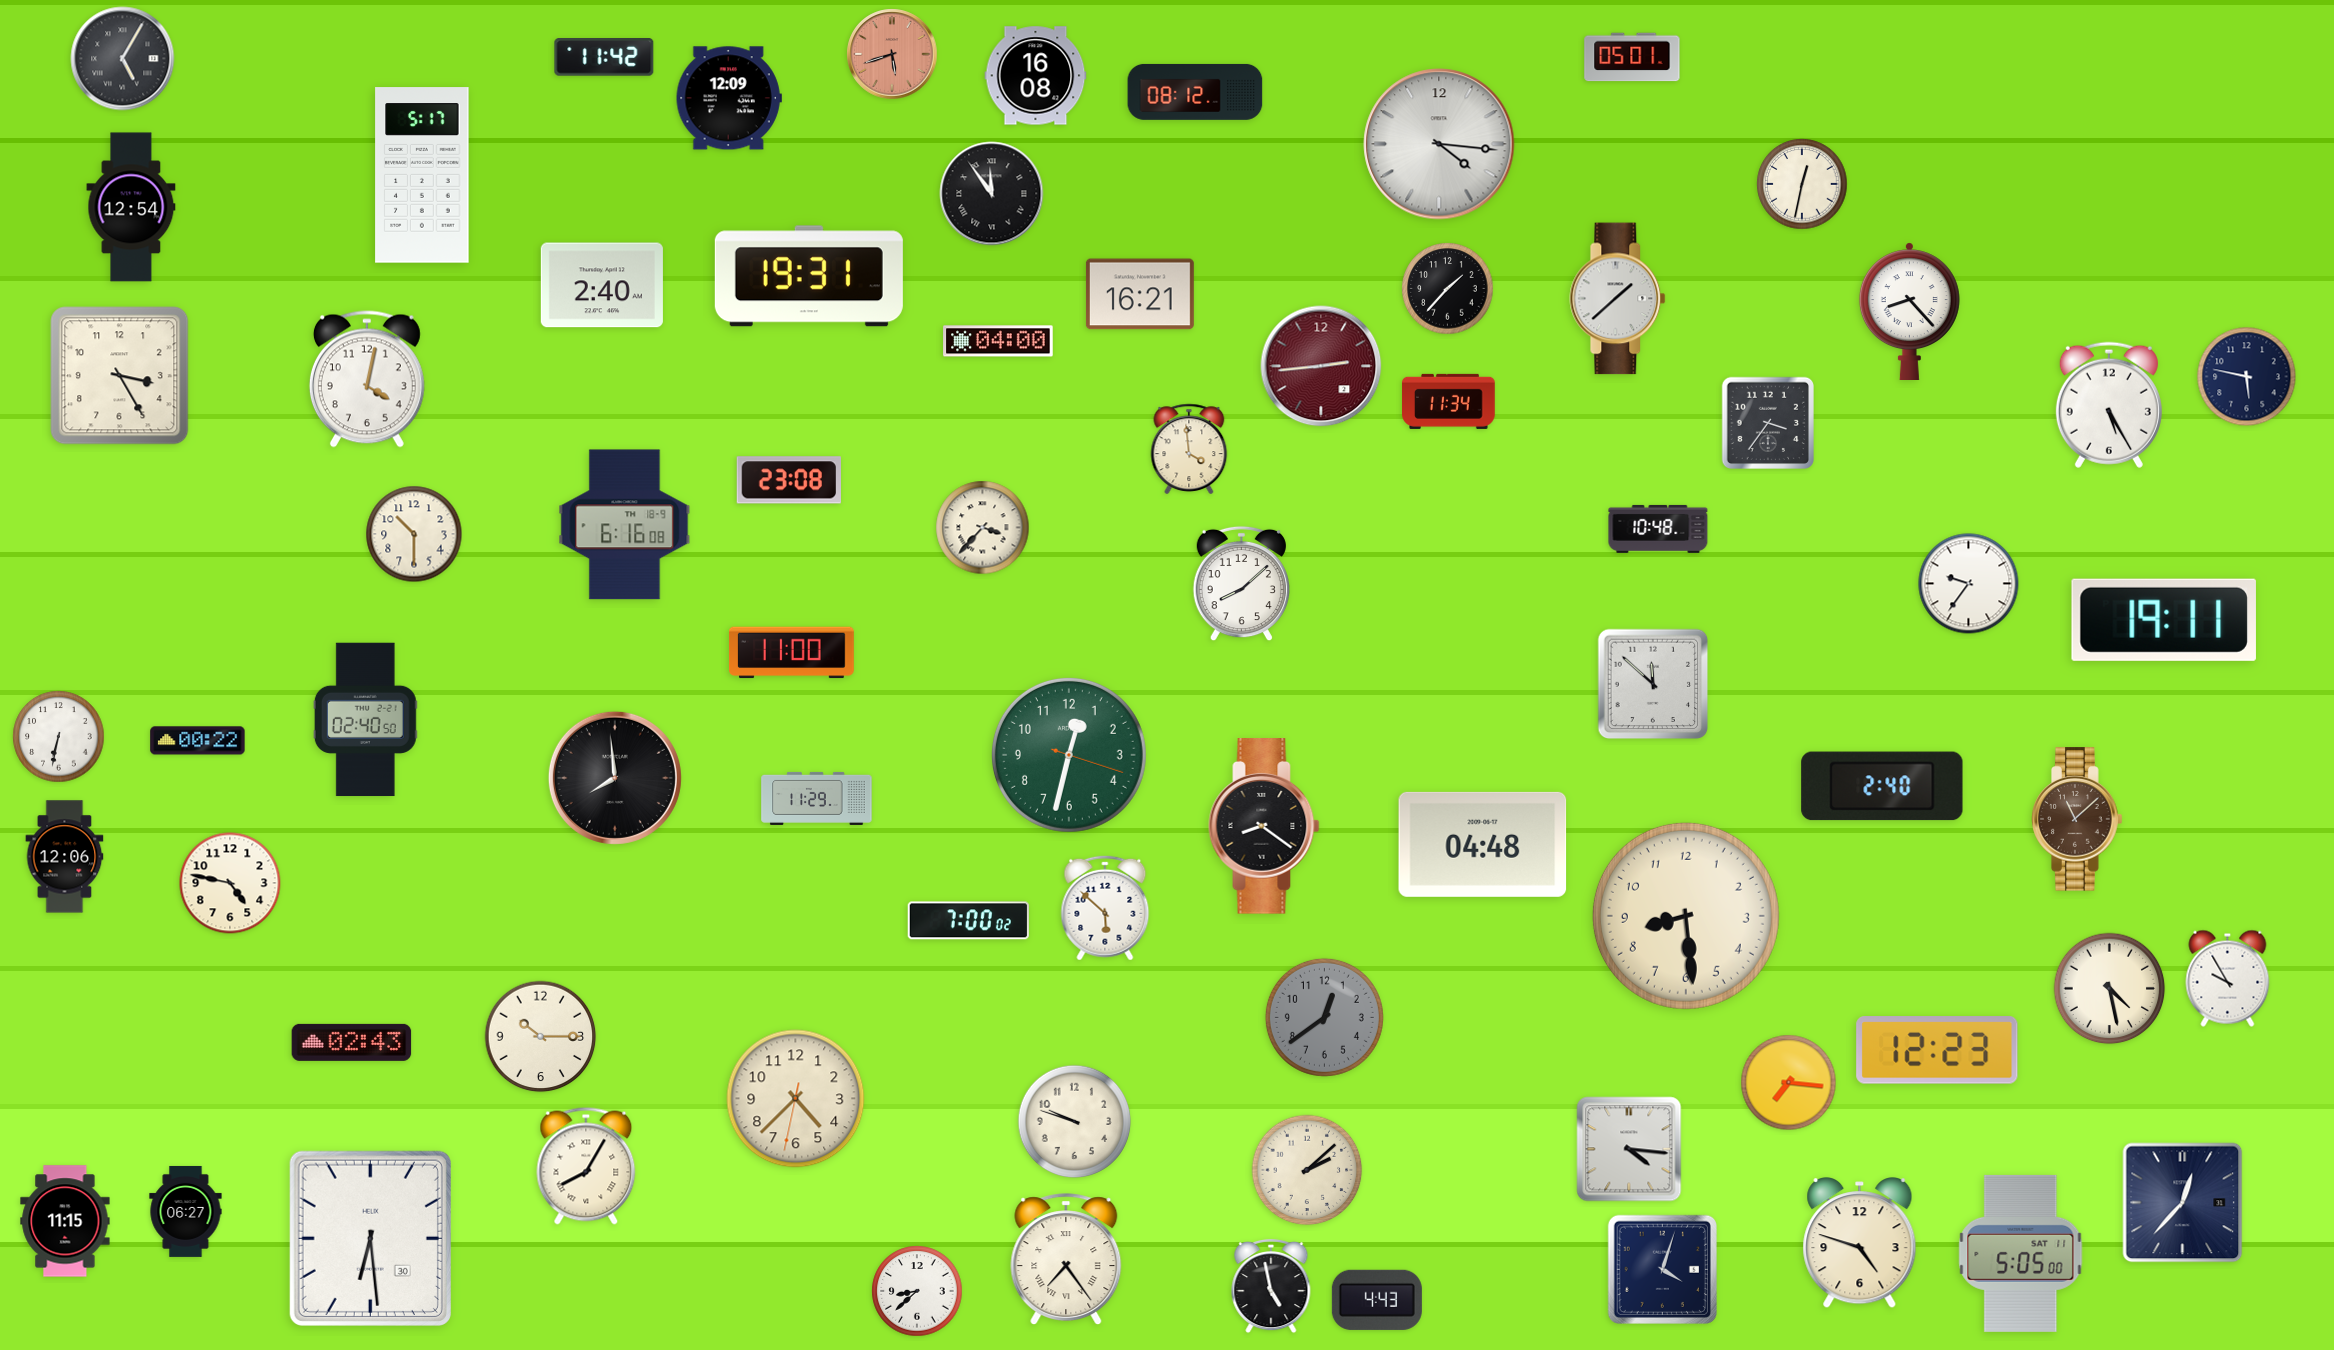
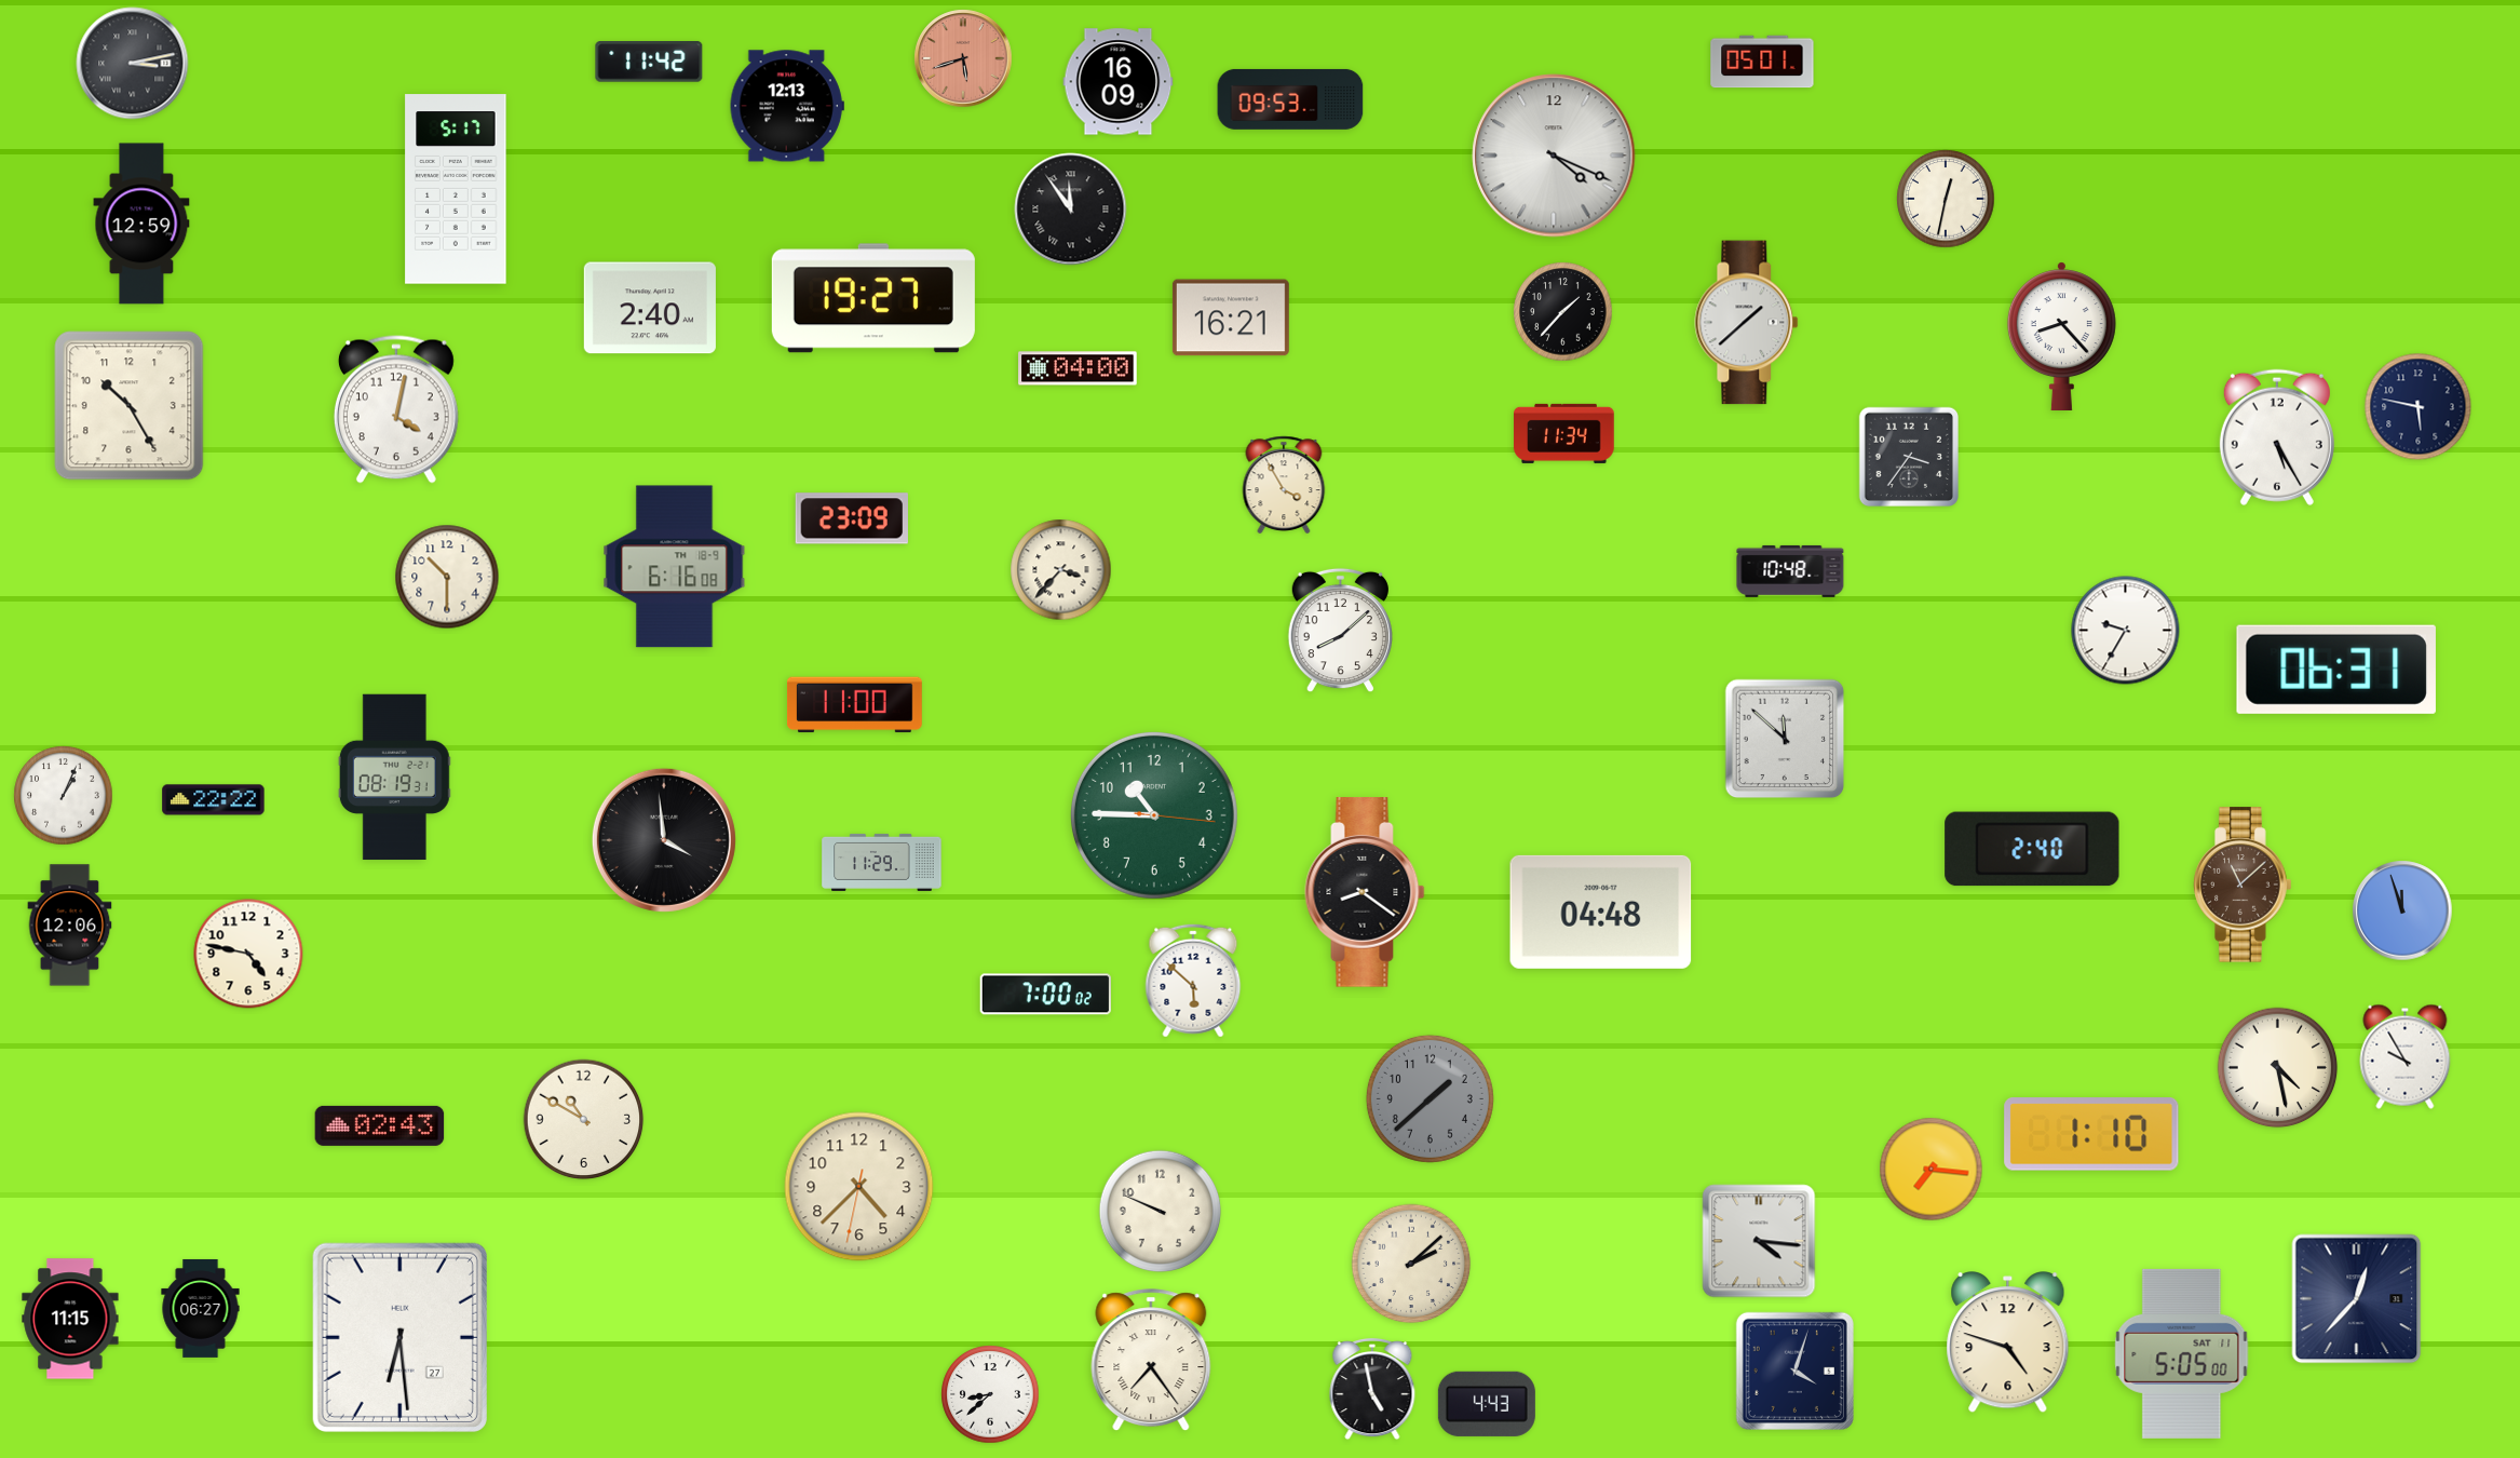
clock at (604, 58) position: (604, 58) -> (649, 63)
clock at (123, 59): 5:05 -> 3:13
clock at (1036, 76): 16:08 -> 16:09
clock at (1195, 92): 08:12 -> 09:53
clock at (729, 98): 12:09 -> 12:13
clock at (1439, 144): 4:16 -> 4:19
clock at (131, 207): 12:54 -> 12:59
clock at (809, 276): 19:31 -> 19:27
clock at (1321, 366): 2:44 -> none
clock at (120, 376): 3:25 -> 10:25
clock at (2247, 377) position: (2247, 377) -> (2419, 407)
clock at (1189, 448): 3:59 -> 3:55
clock at (789, 480): 23:08 -> 23:09
clock at (1969, 584): 9:36 -> 9:35
clock at (2164, 620): 19:11 -> 06:31
clock at (365, 720): 02:40 -> 08:19
clock at (59, 737): 6:32 -> 1:04
clock at (198, 741): 00:22 -> 22:22
clock at (1069, 755): 12:32 -> 10:45
clock at (615, 778): 7:59 -> 3:59
clock at (2402, 910): none -> 11:57
clock at (1686, 916): 8:29 -> none
clock at (1324, 1017): 12:39 -> 1:38
clock at (541, 1037): 10:15 -> 10:50
clock at (1937, 1050): 12:23 -> 1:10
clock at (1075, 1122): 9:48 -> 9:49
clock at (586, 1166): 8:05 -> none
clock at (370, 1238) date: 30 -> 27
